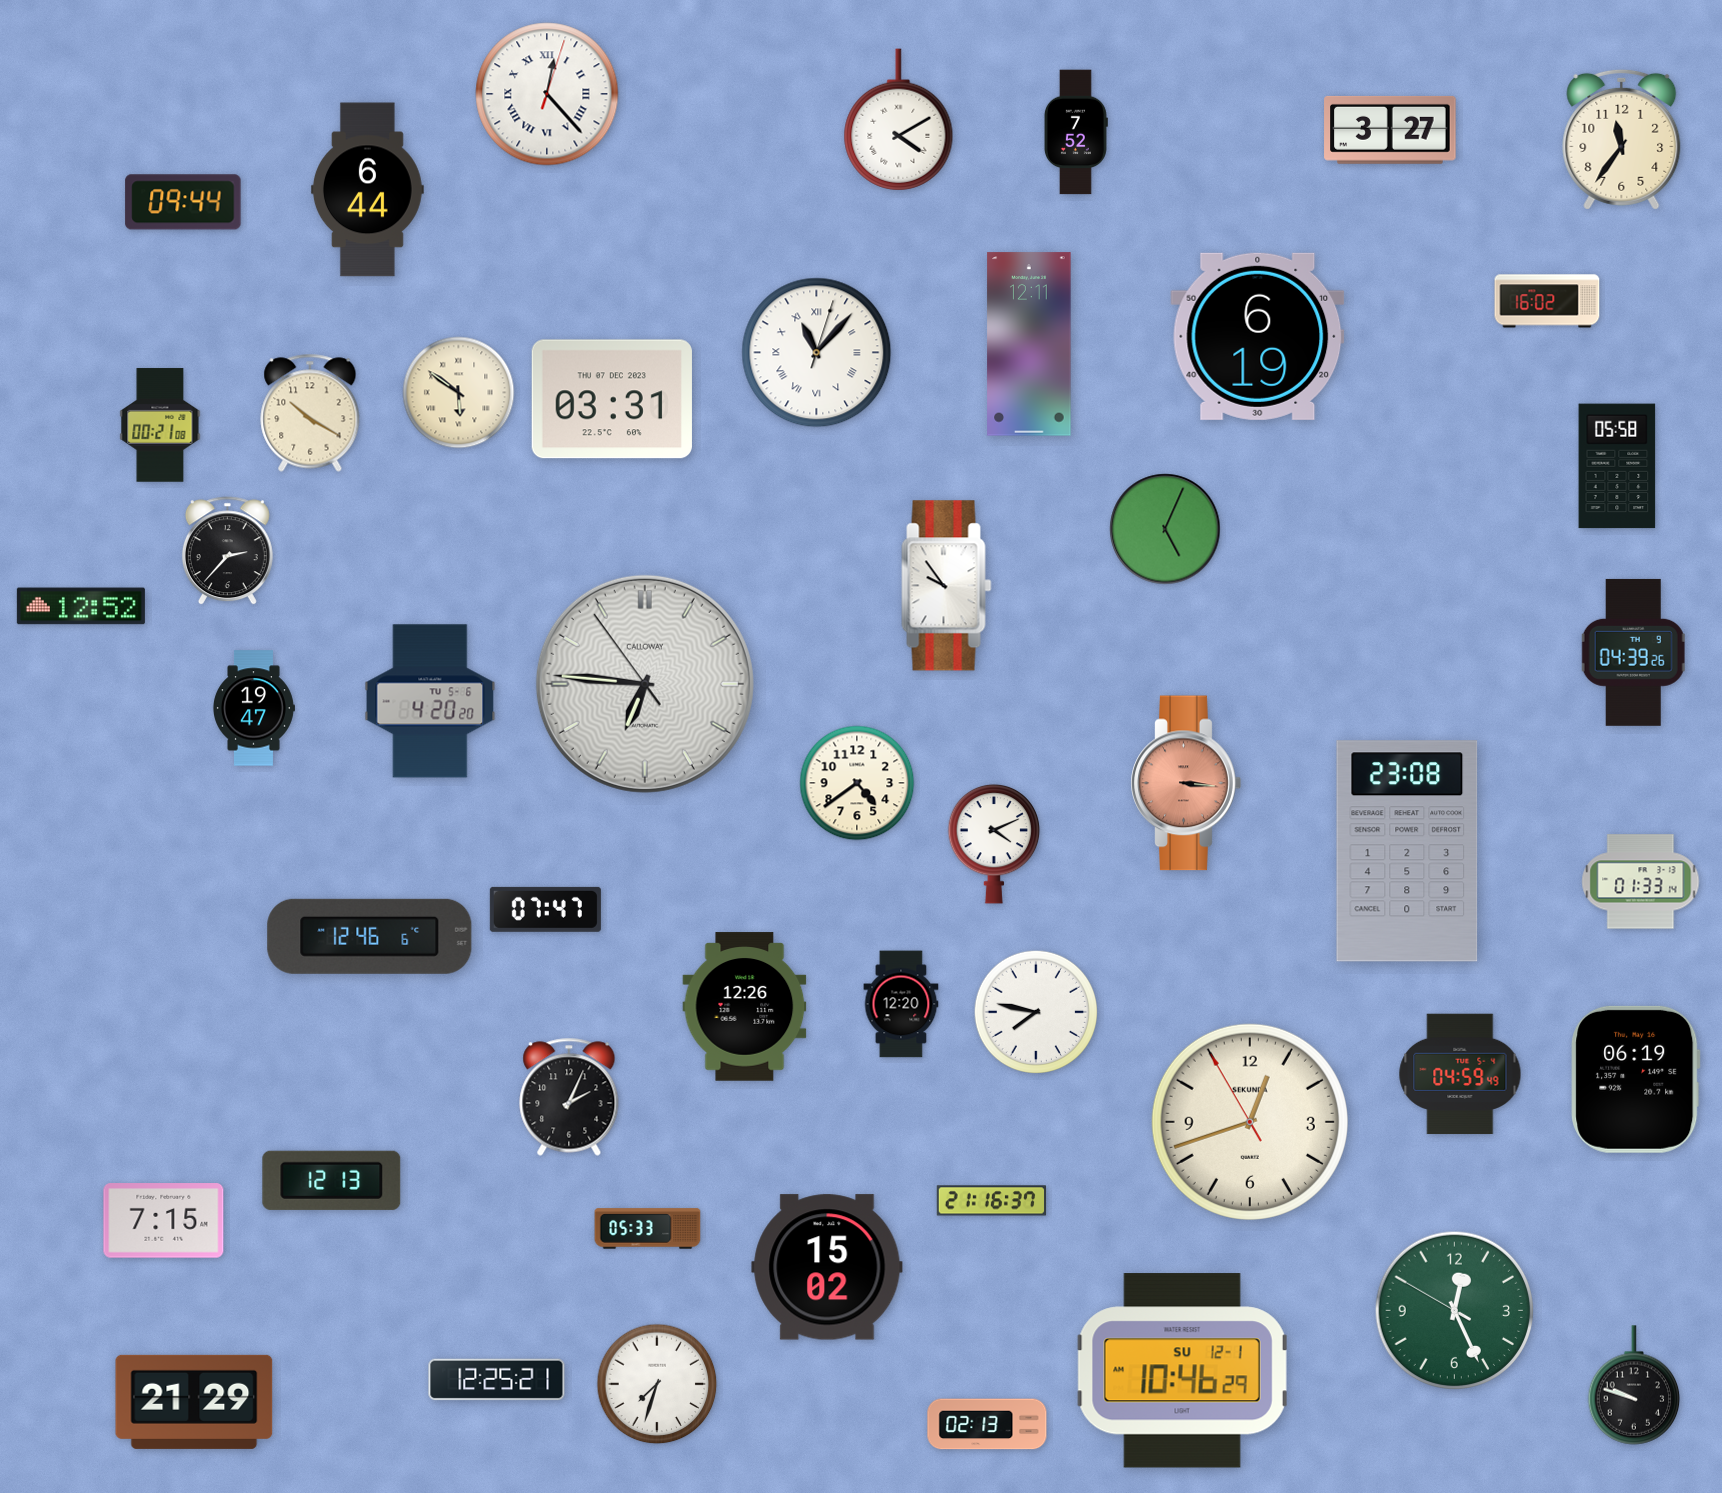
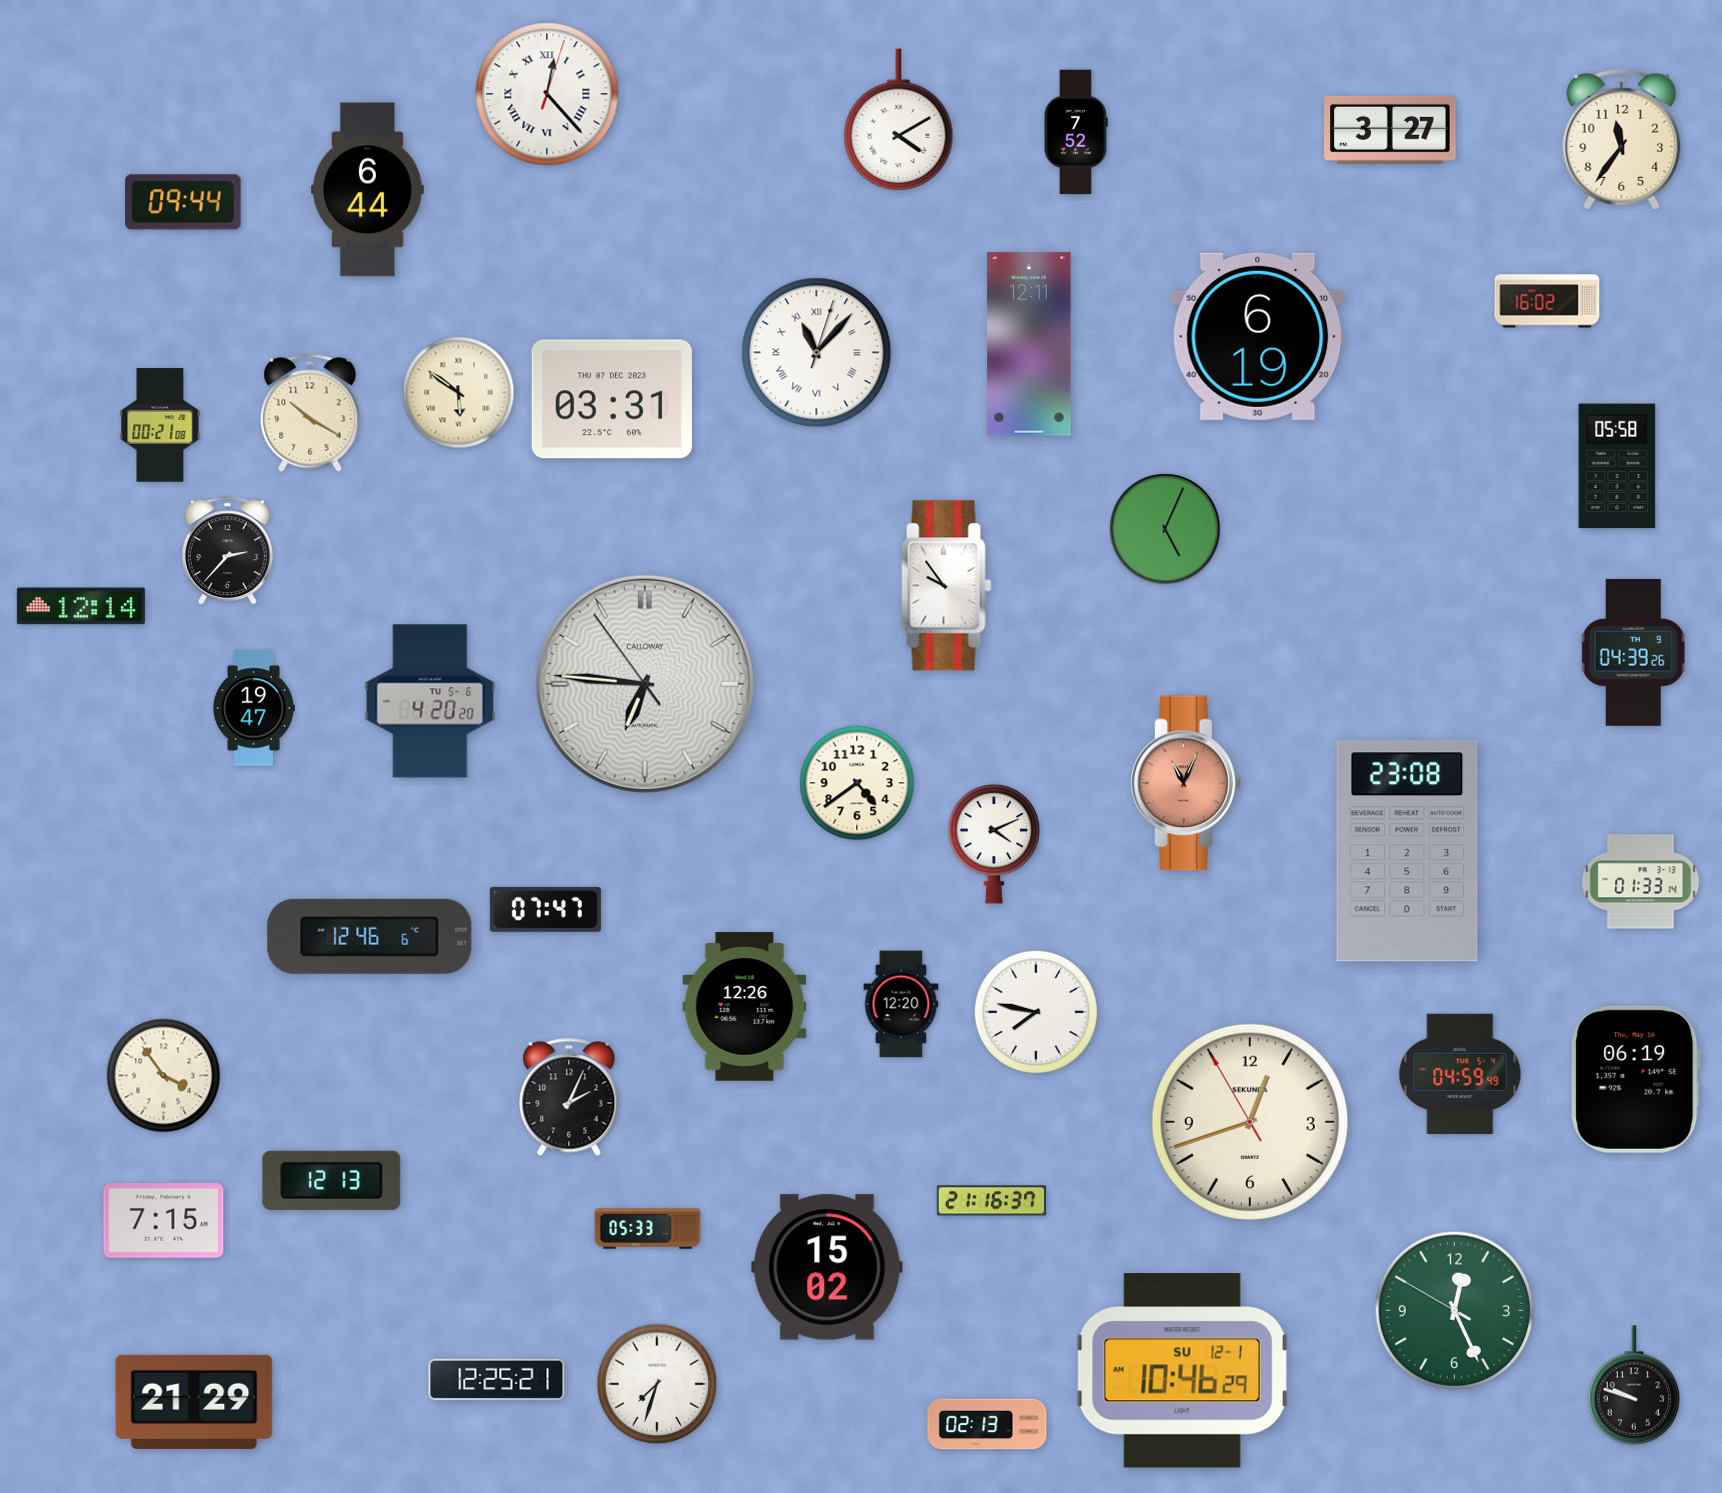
clock at (81, 606): 12:52 -> 12:14
clock at (1186, 783): 3:16 -> 11:04
clock at (164, 1076): none -> 3:54
